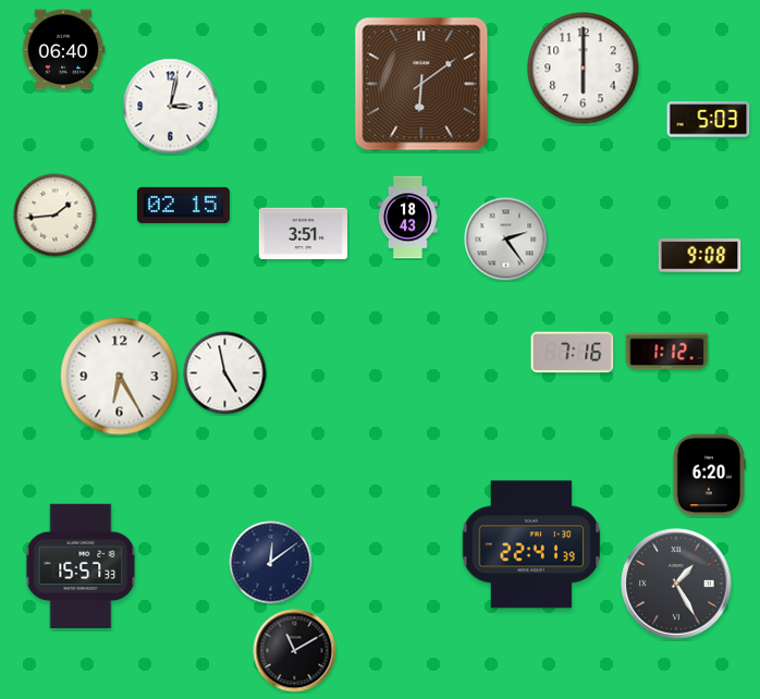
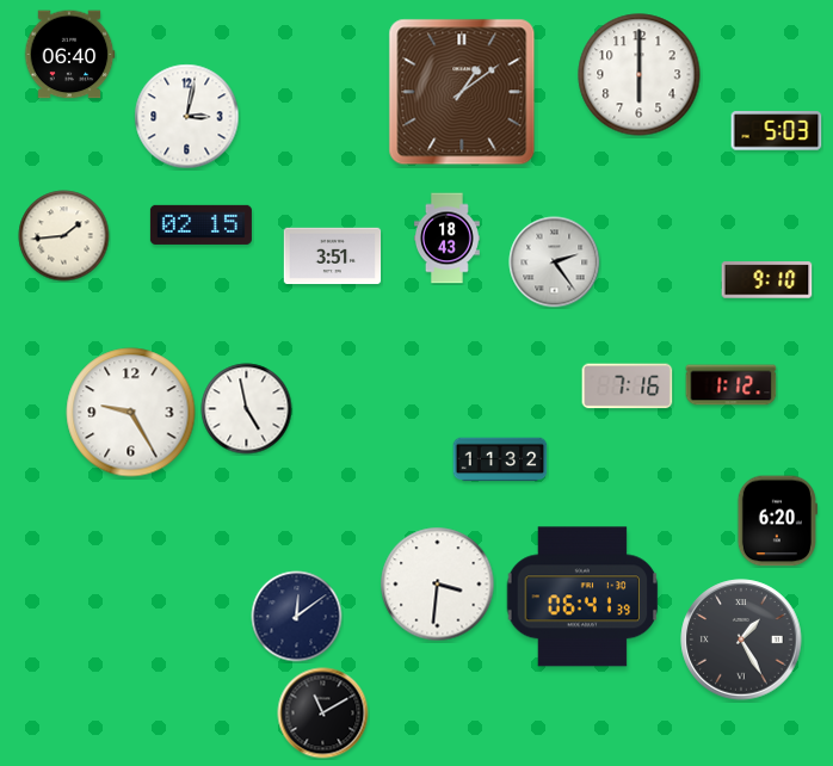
clock at (421, 84): 6:09 -> 1:09
clock at (56, 216) position: (56, 216) -> (64, 236)
clock at (700, 256): 9:08 -> 9:10
clock at (120, 377): 6:25 -> 9:25
clock at (500, 459): none -> 11:32
clock at (438, 585): none -> 3:31
clock at (531, 544): 22:41 -> 06:41
clock at (81, 566): 15:57 -> none
